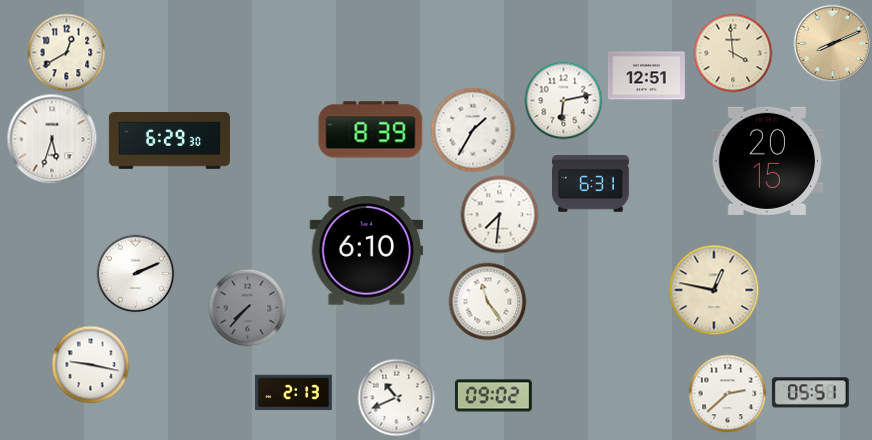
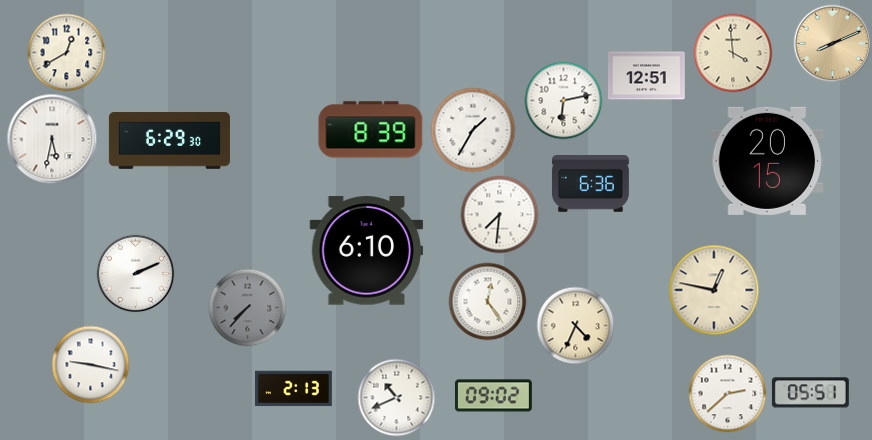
clock at (52, 139): 5:33 -> 5:32
clock at (590, 184): 6:31 -> 6:36
clock at (487, 301): 11:24 -> 12:24
clock at (575, 325): none -> 4:34
clock at (293, 393) position: (293, 393) -> (293, 389)
